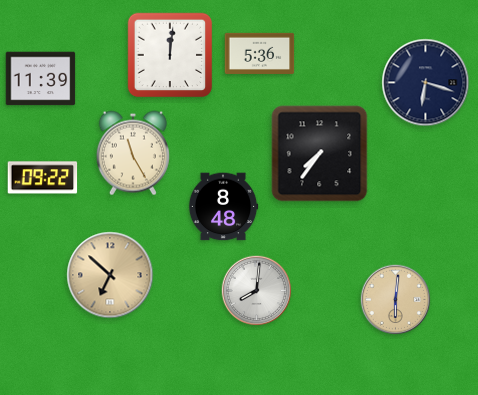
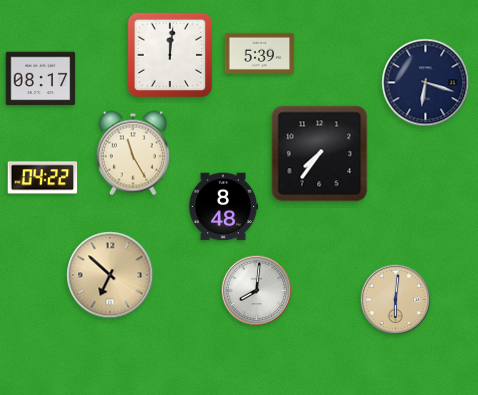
clock at (260, 53): 5:36 -> 5:39
clock at (41, 79): 11:39 -> 08:17
clock at (43, 178): 09:22 -> 04:22
